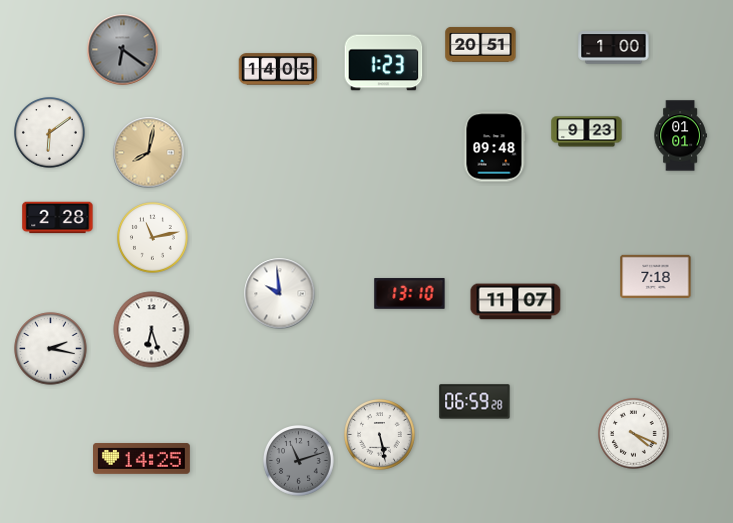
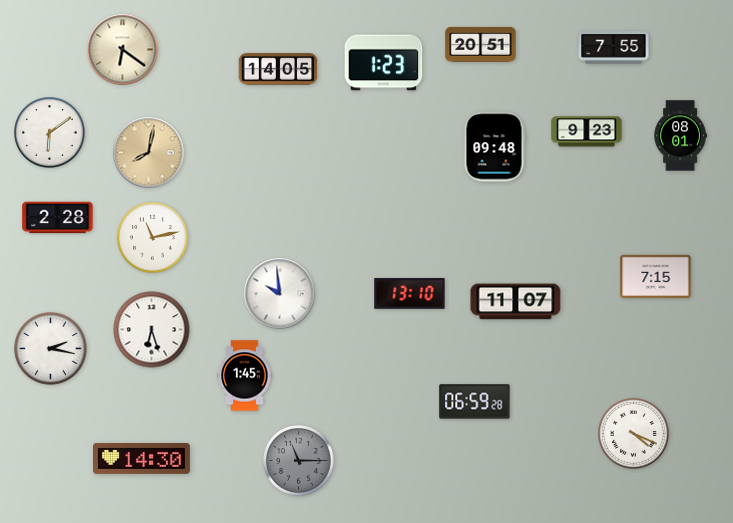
clock at (614, 48): 1:00 -> 7:55
clock at (123, 50) dial: grey -> cream
clock at (680, 136): 01:01 -> 08:01
clock at (656, 276): 7:18 -> 7:15
clock at (245, 376): none -> 1:45
clock at (380, 435): 5:28 -> none
clock at (142, 459): 14:25 -> 14:30
clock at (299, 461): 11:12 -> 11:15
